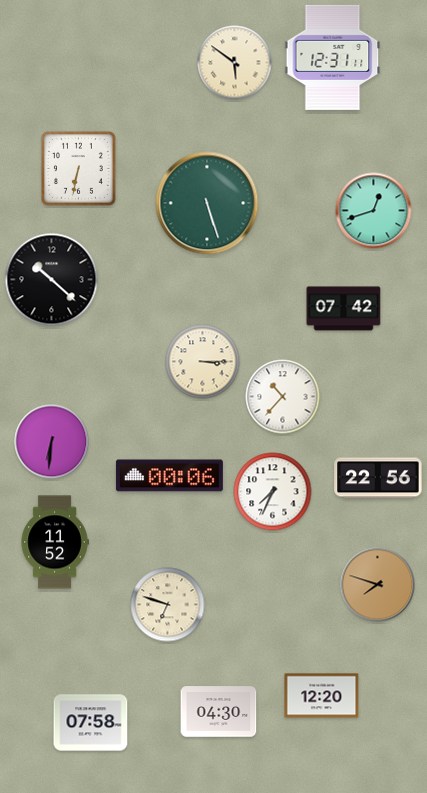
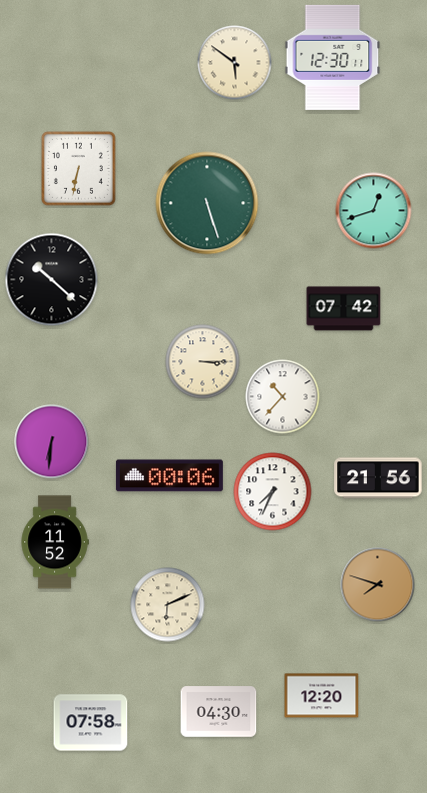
clock at (333, 57): 12:31 -> 12:30
clock at (378, 478): 22:56 -> 21:56
clock at (168, 605): 6:48 -> 6:11
